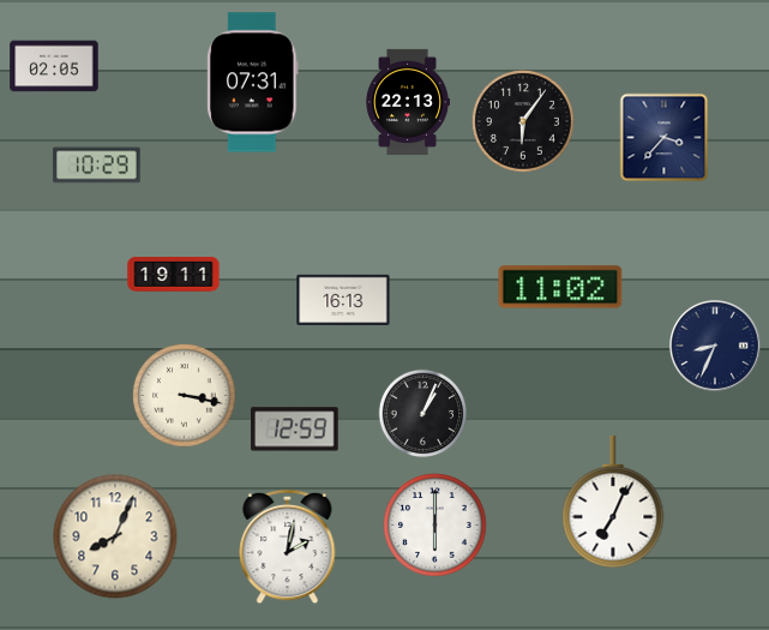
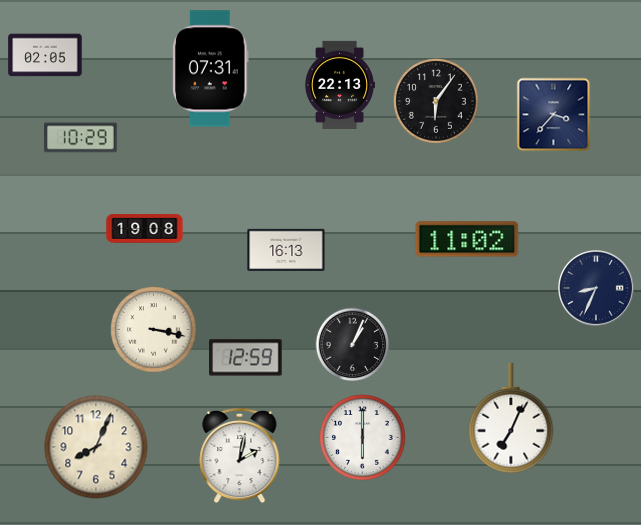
clock at (174, 275): 19:11 -> 19:08
